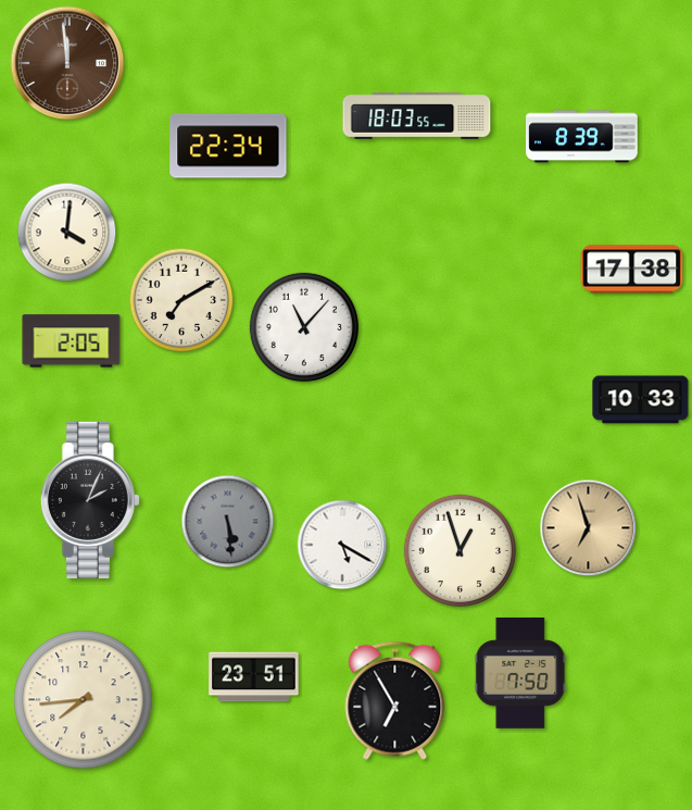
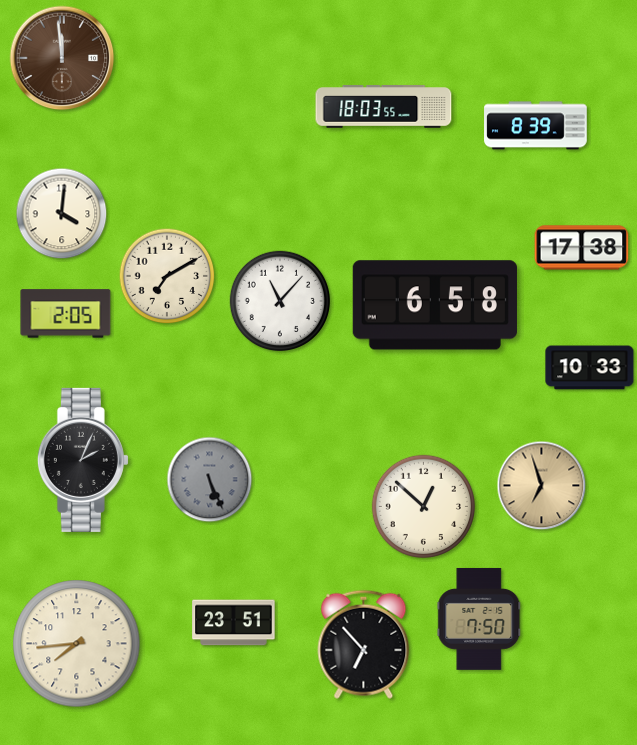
clock at (228, 146): 22:34 -> none
clock at (435, 305): none -> 6:58
clock at (228, 522): 5:29 -> 5:26
clock at (342, 545): 5:20 -> none
clock at (460, 550): 12:57 -> 12:52
clock at (395, 700): 6:55 -> 6:53
